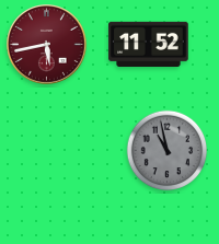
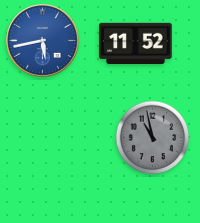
clock at (47, 45) dial: burgundy -> blue
clock at (149, 45) position: (149, 45) -> (136, 44)
